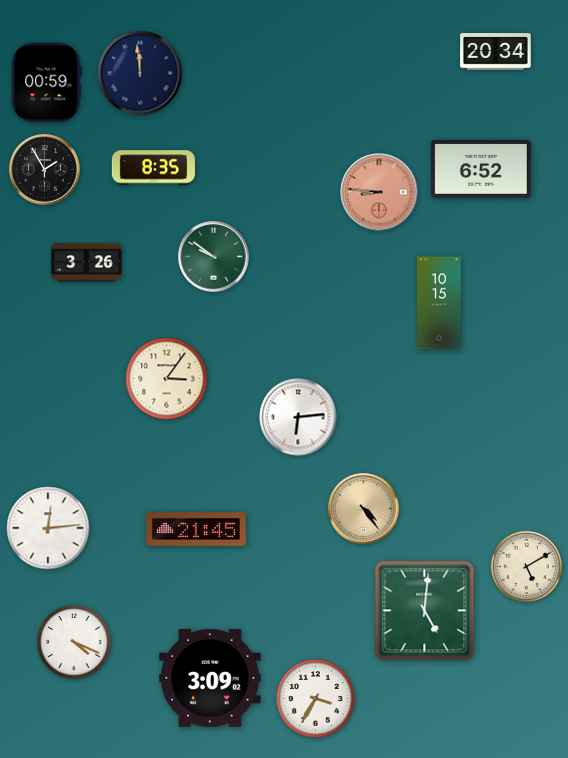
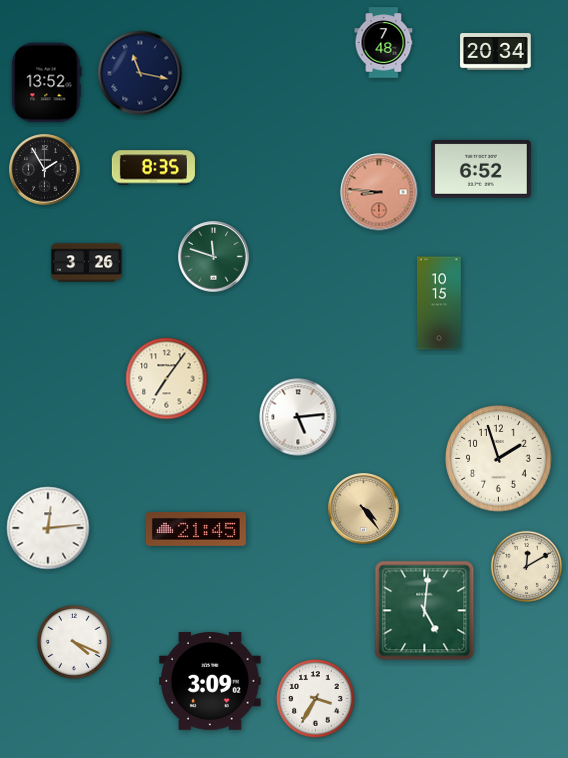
clock at (384, 43): none -> 7:48
clock at (140, 73): 11:59 -> 11:17
clock at (47, 83): 00:59 -> 13:52
clock at (214, 257): 9:51 -> 11:48
clock at (167, 379): 3:06 -> 7:06
clock at (298, 417): 6:14 -> 5:14
clock at (499, 459): none -> 1:57
clock at (526, 566): 5:10 -> 12:10
clock at (210, 678) position: (210, 678) -> (210, 681)
